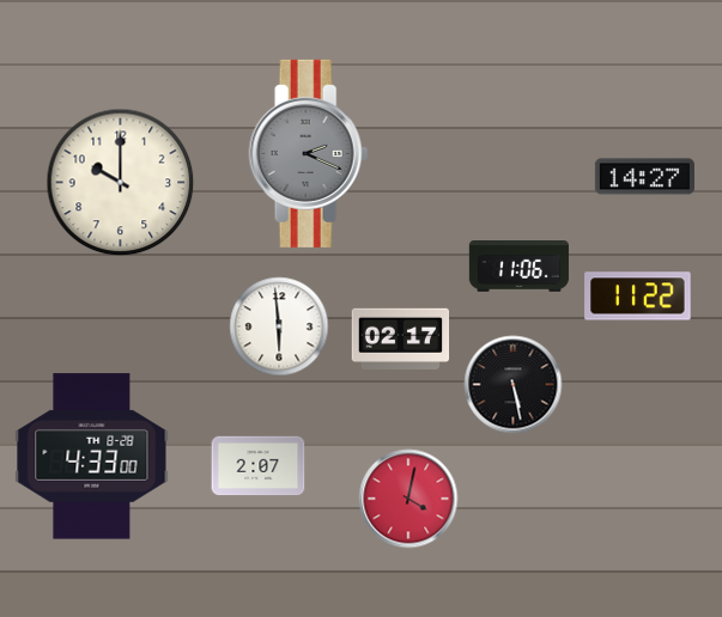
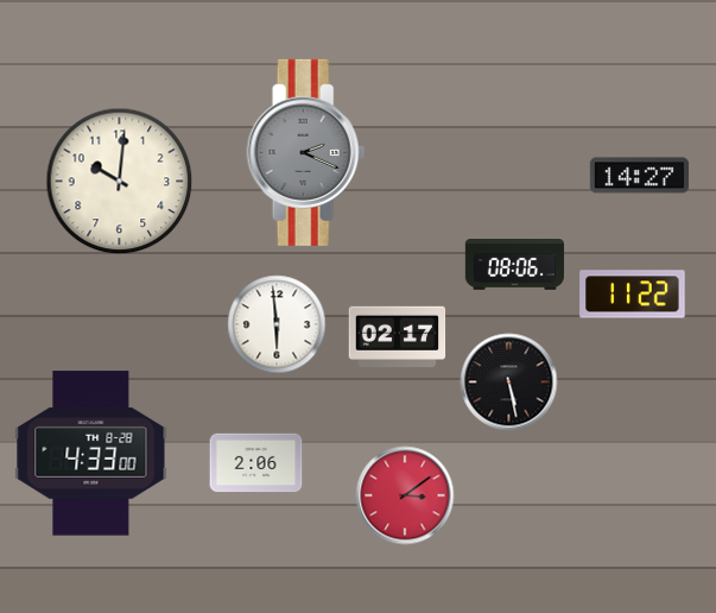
clock at (121, 183): 10:00 -> 10:01
clock at (518, 267): 11:06 -> 08:06
clock at (259, 466): 2:07 -> 2:06
clock at (408, 499): 4:02 -> 3:09
